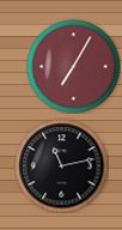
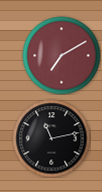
clock at (73, 66): 7:05 -> 7:10
